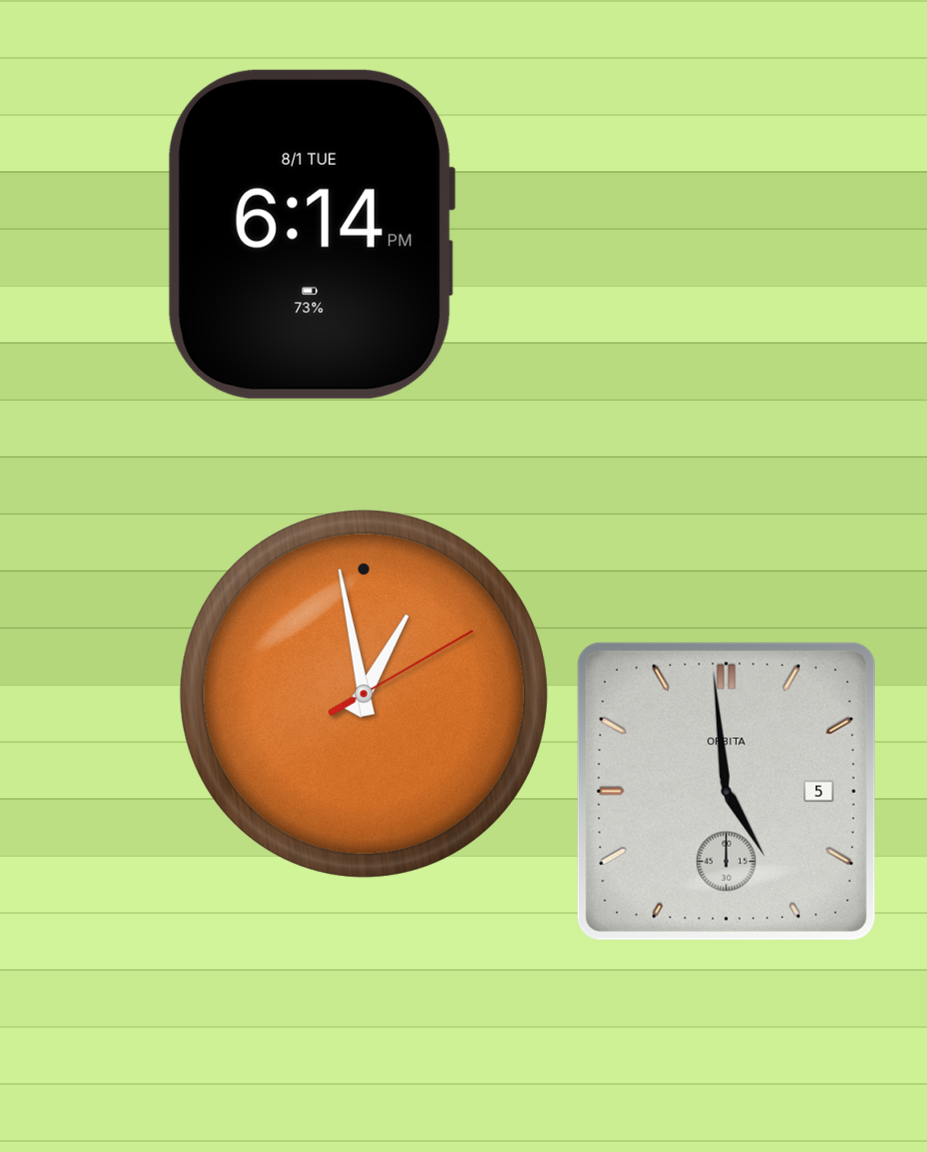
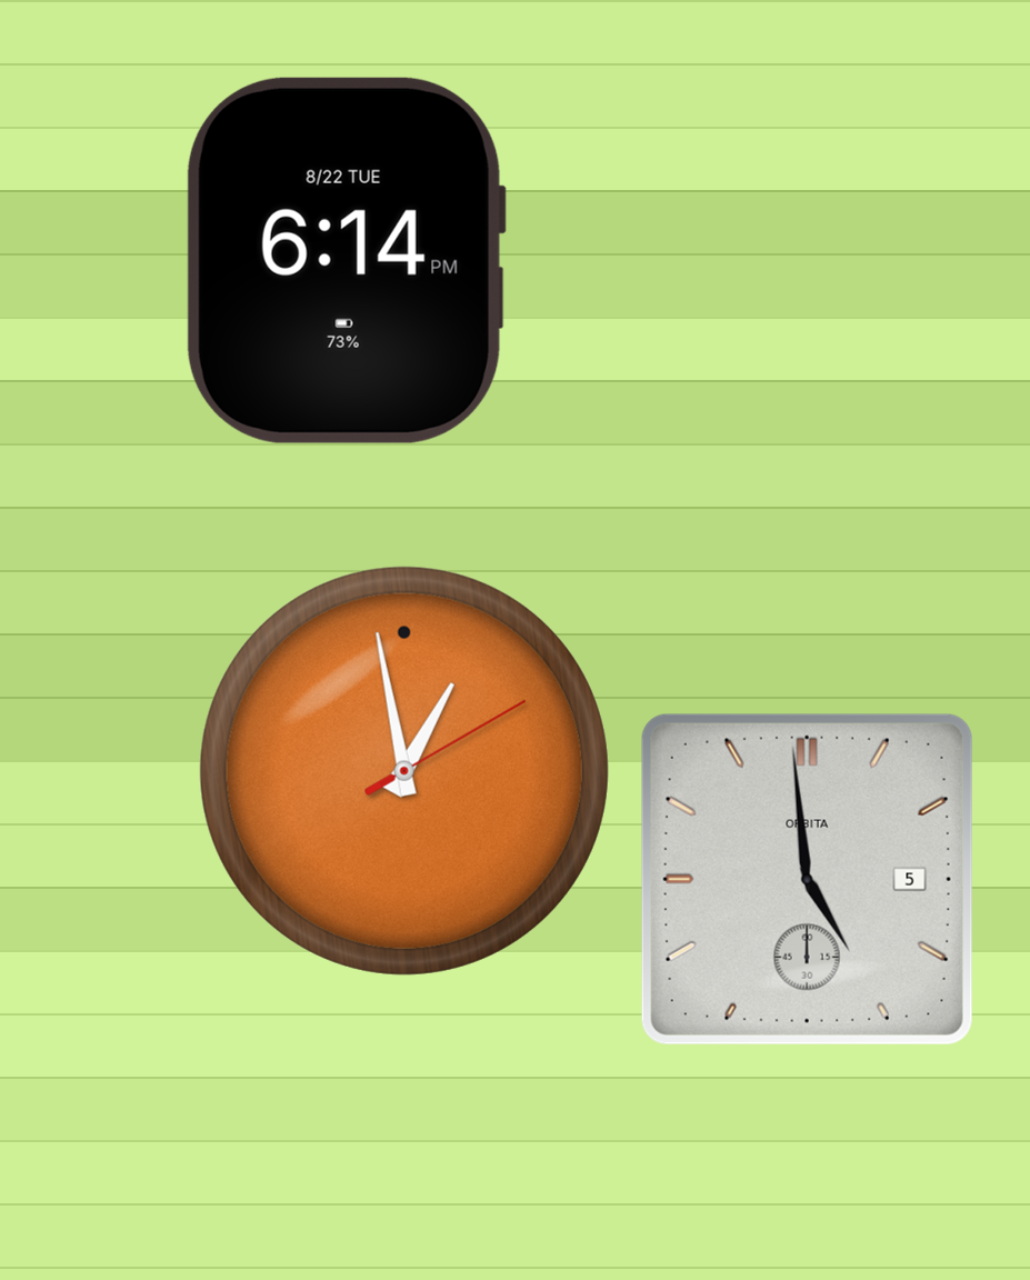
clock at (311, 234) date: 8/1 TUE -> 8/22 TUE
